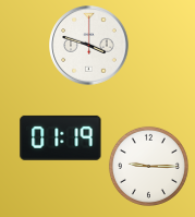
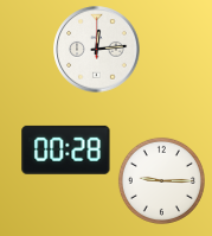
clock at (89, 46): 3:48 -> 12:14
clock at (61, 137): 01:19 -> 00:28
